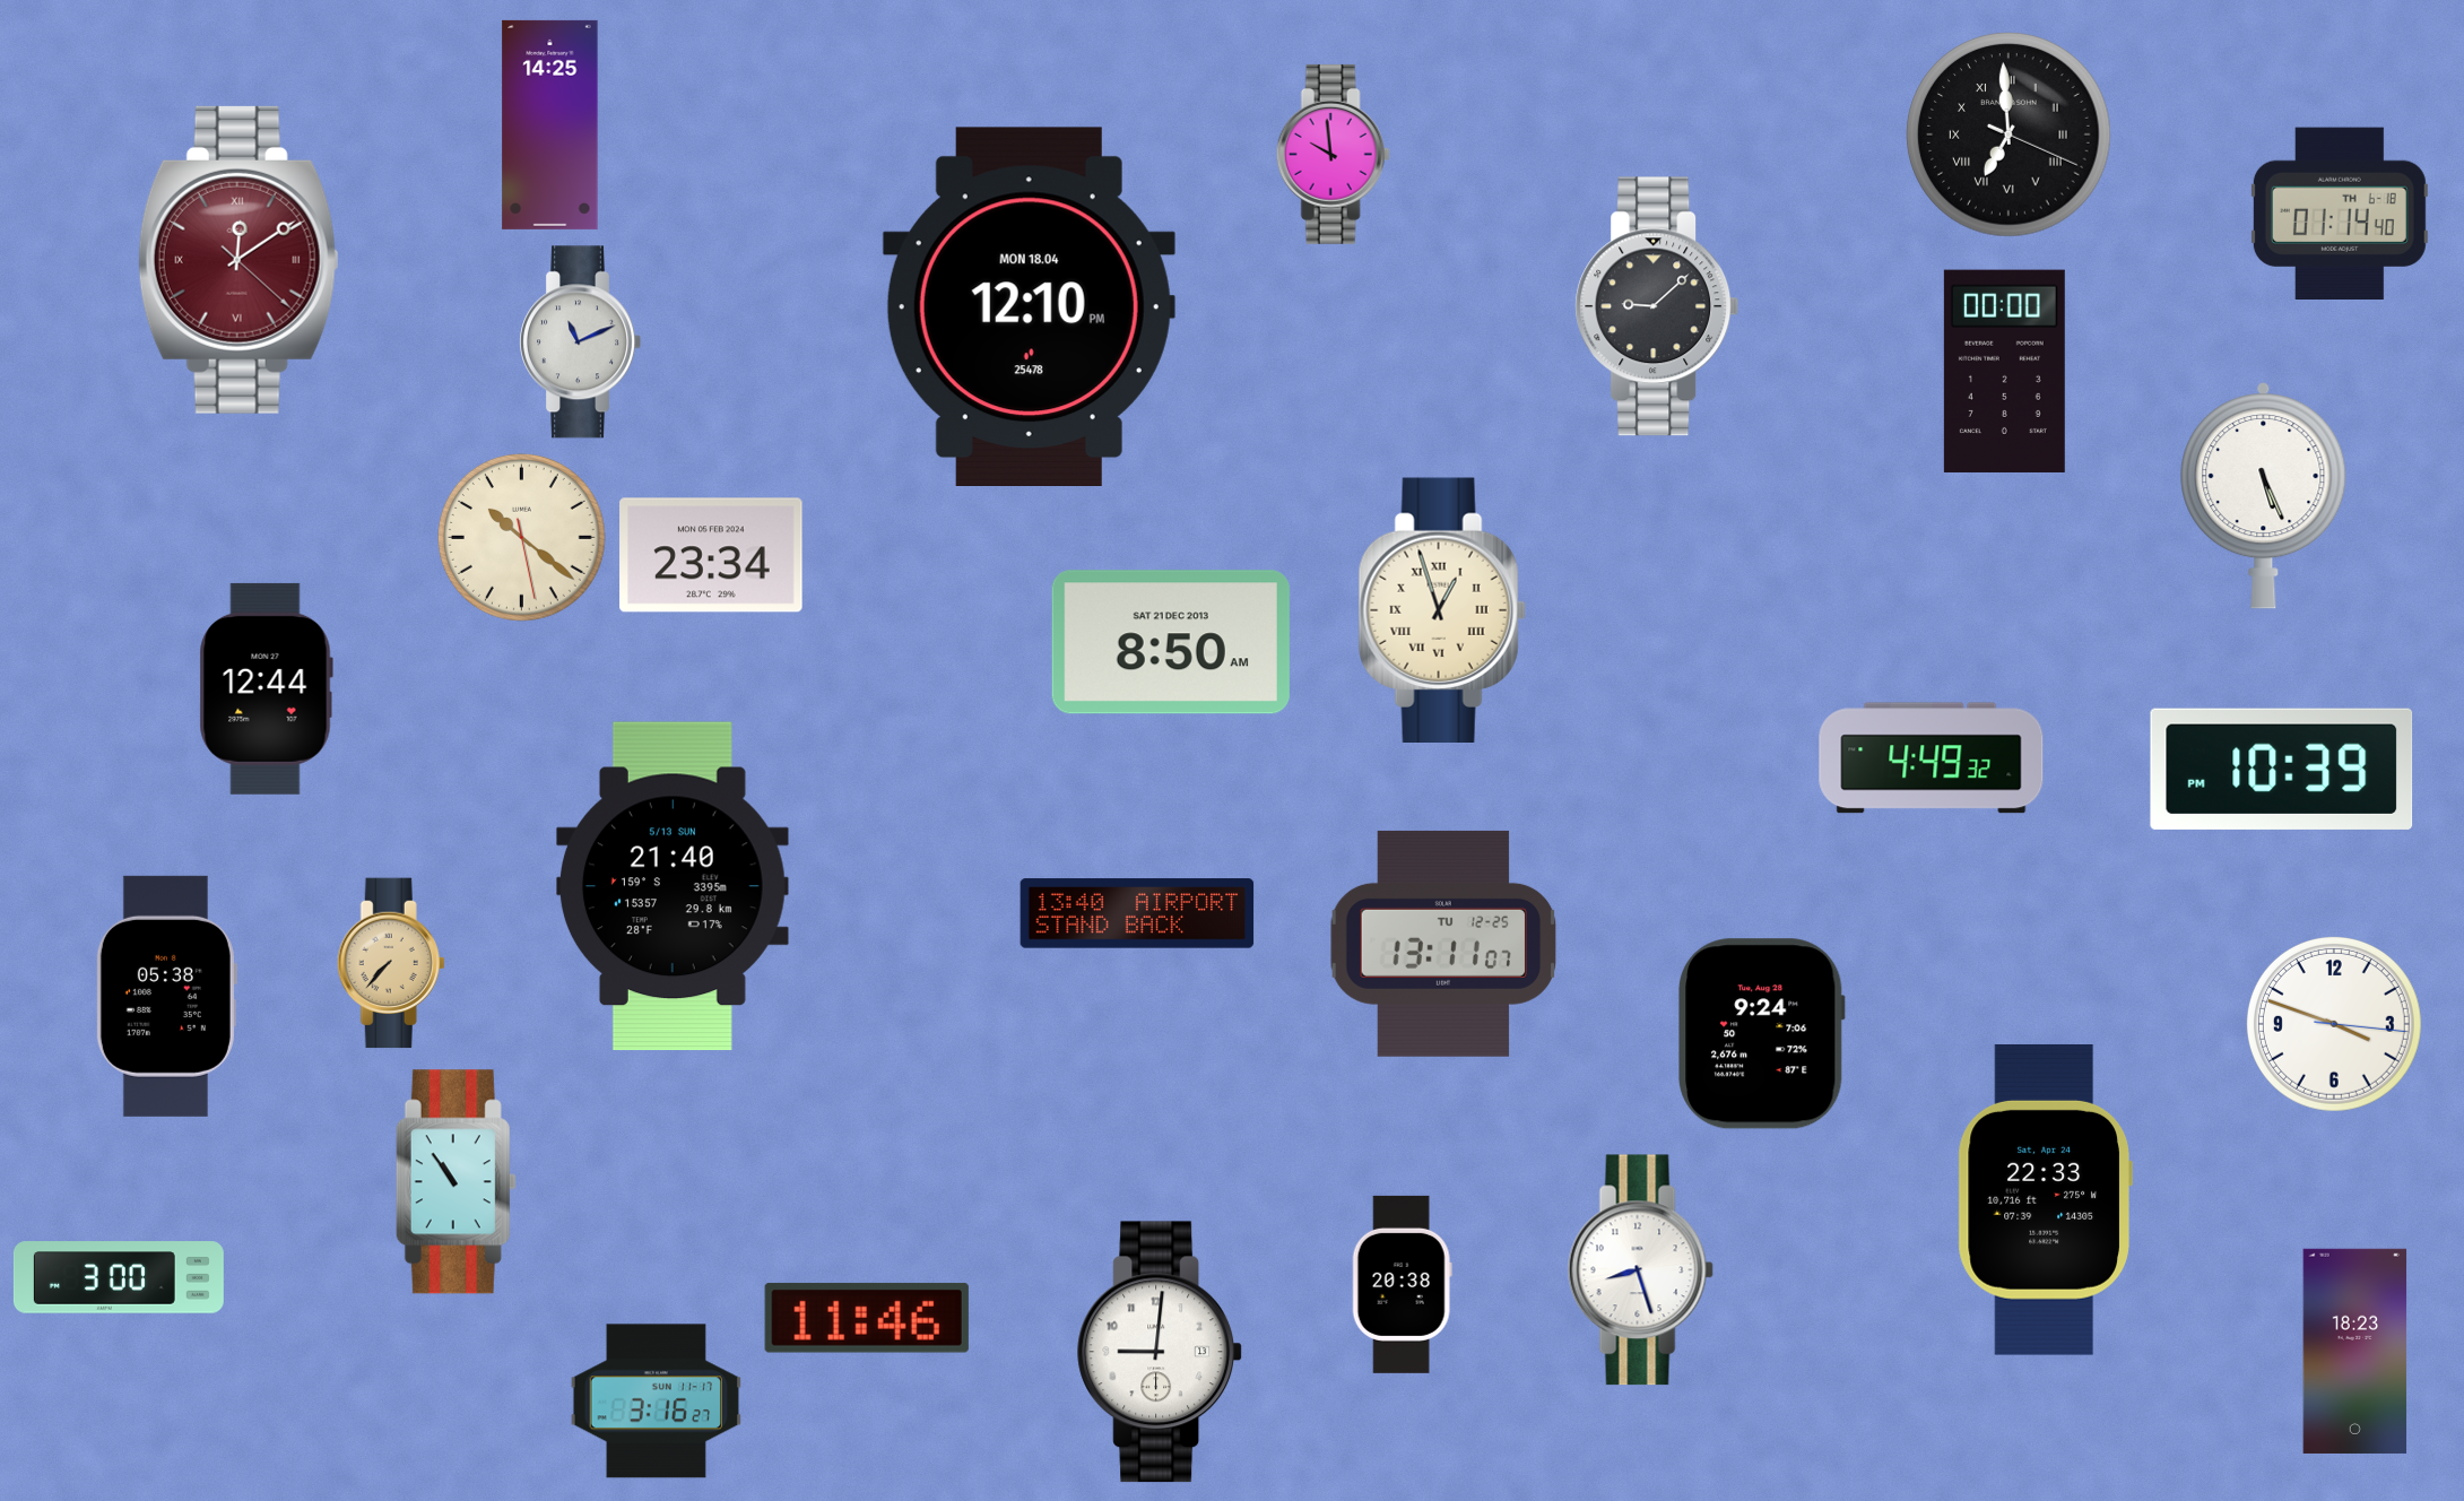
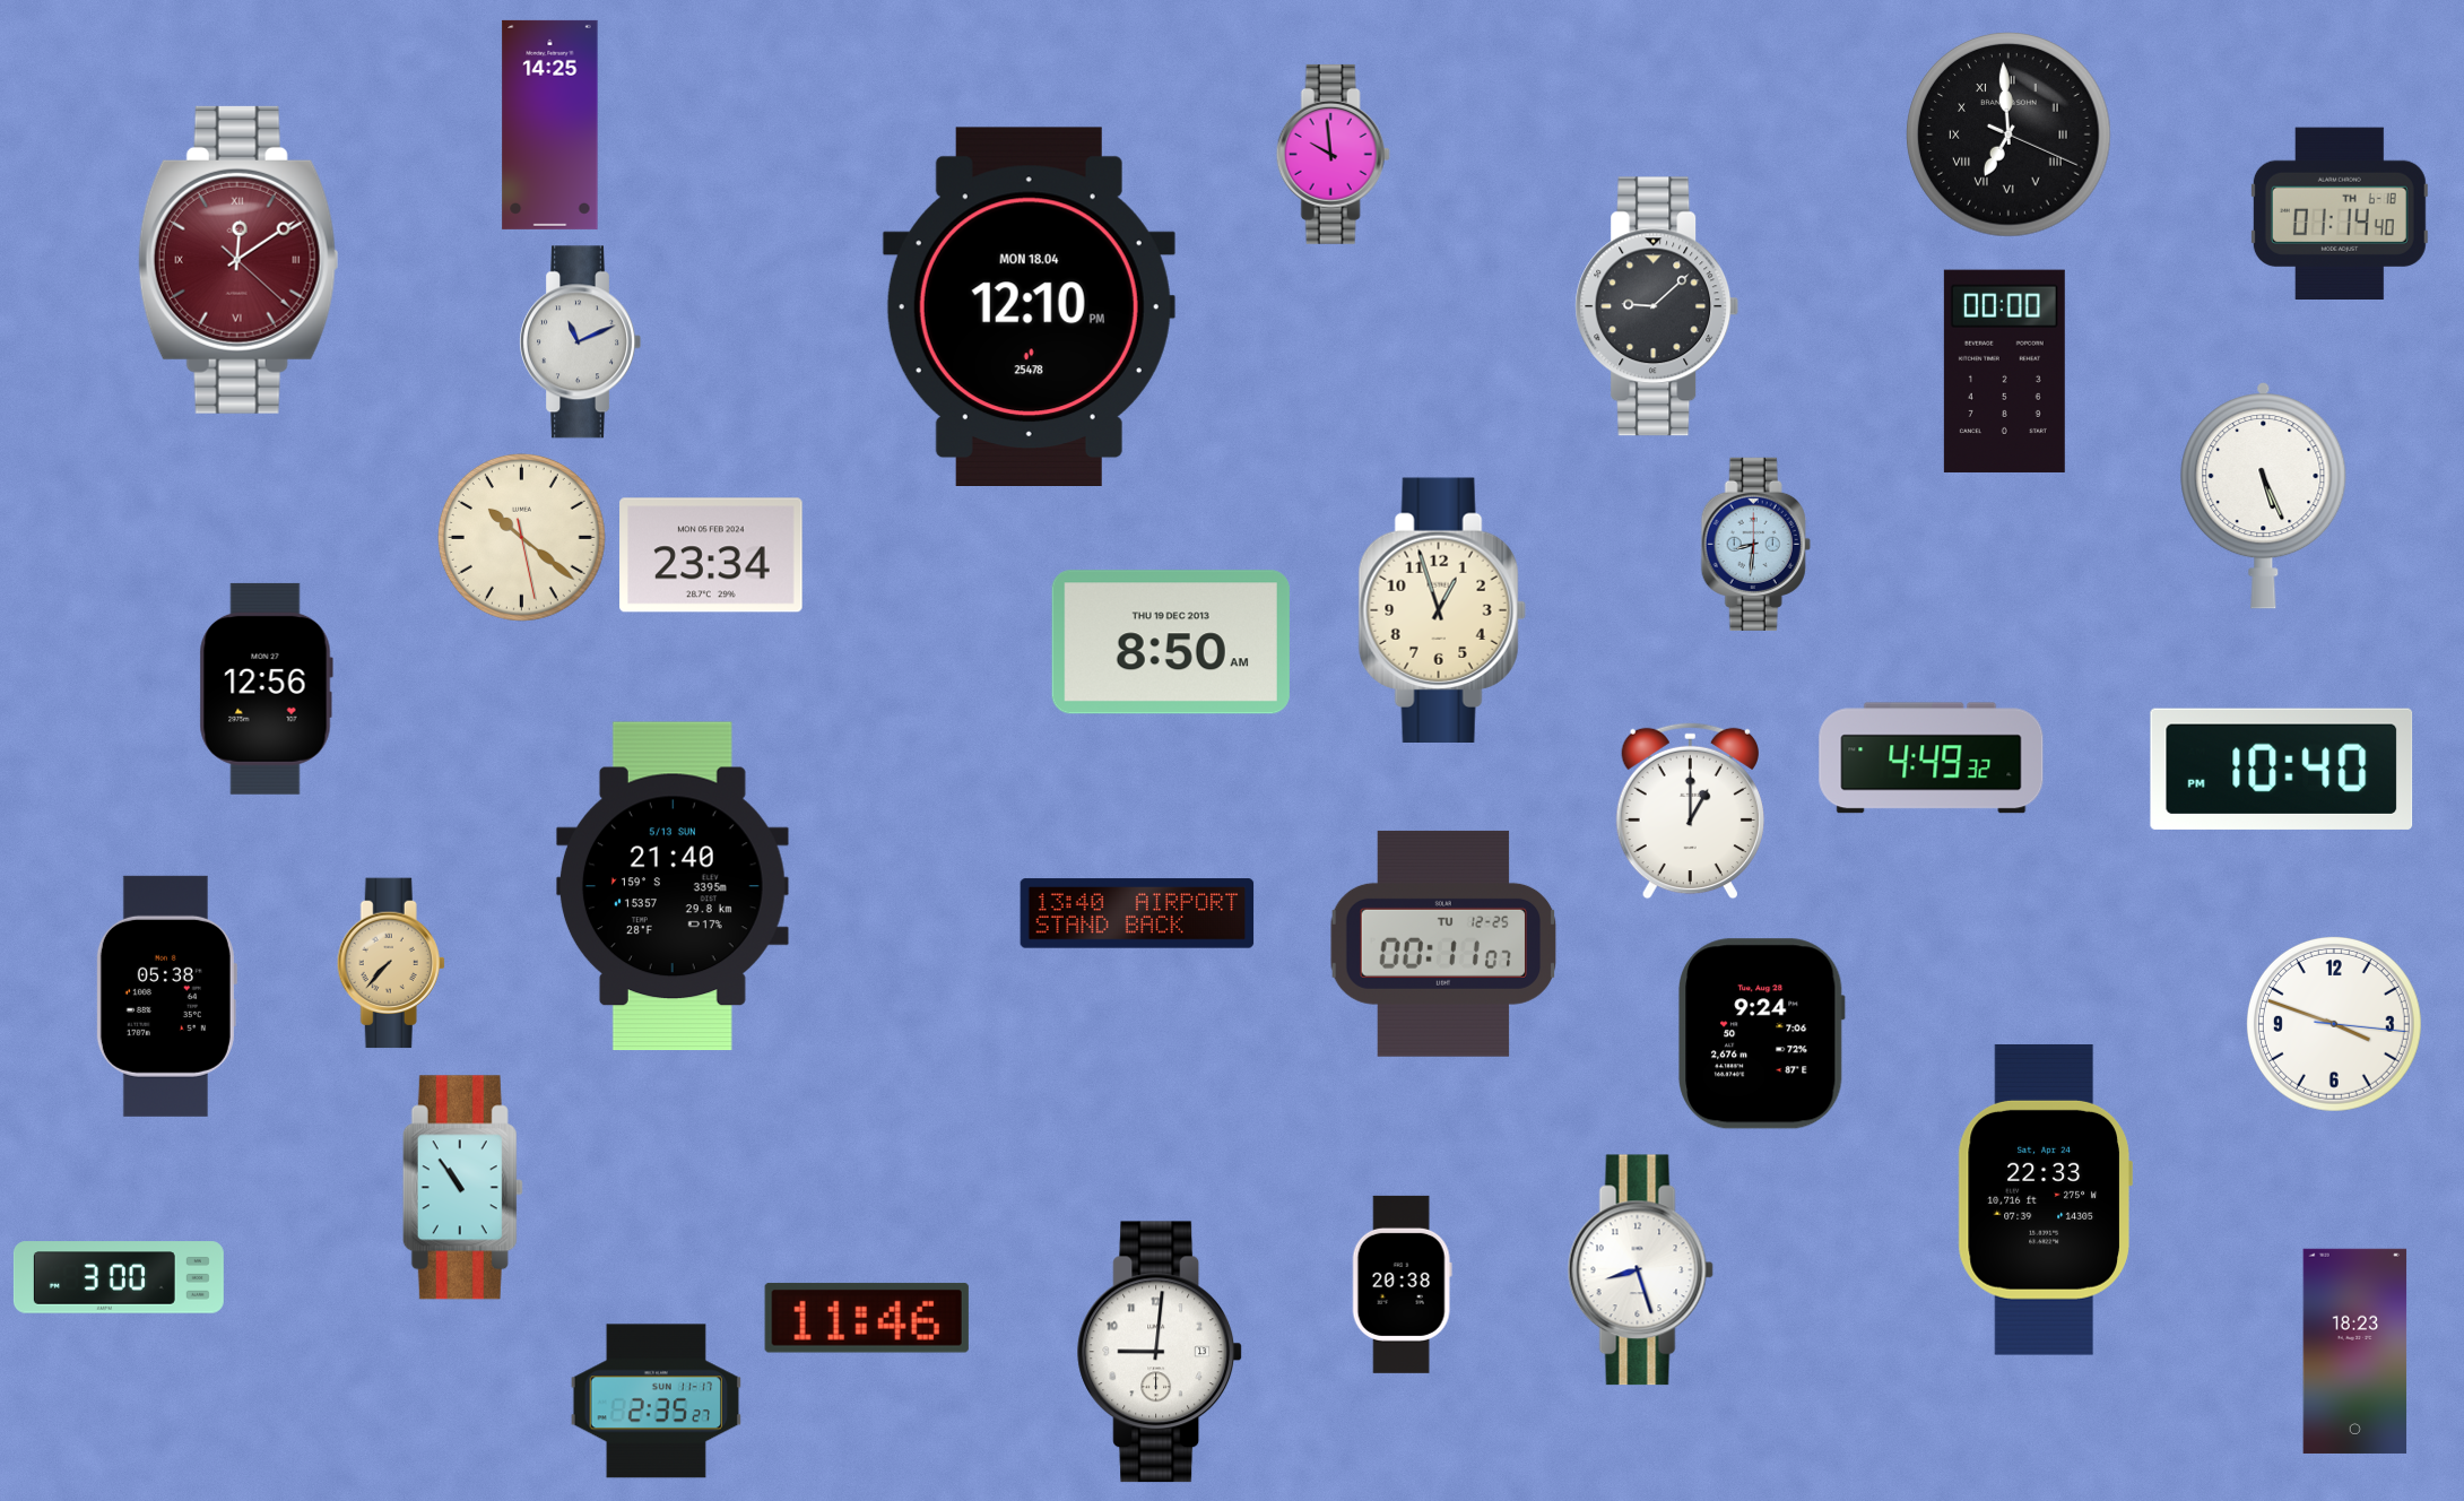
clock at (1755, 544): none -> 8:31
clock at (1442, 609) numerals: Roman -> Arabic
clock at (1171, 642) date: SAT 21 DEC 2013 -> THU 19 DEC 2013
clock at (266, 688): 12:44 -> 12:56
clock at (2282, 769): 10:39 -> 10:40
clock at (1690, 812): none -> 1:00
clock at (1443, 944): 13:11 -> 00:11
clock at (456, 1182) position: (456, 1182) -> (462, 1188)
clock at (656, 1402): 3:16 -> 2:35
